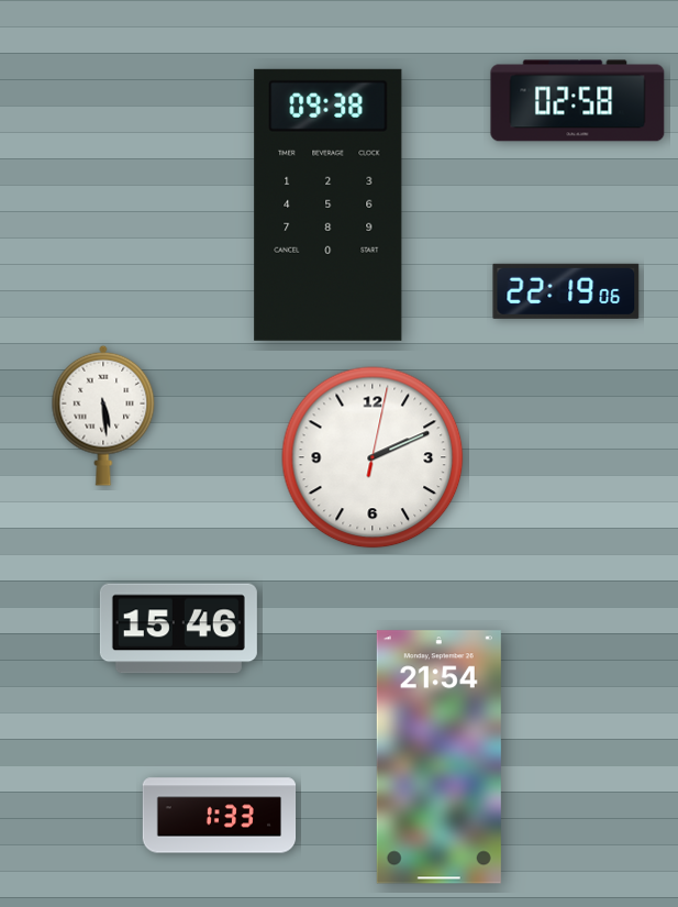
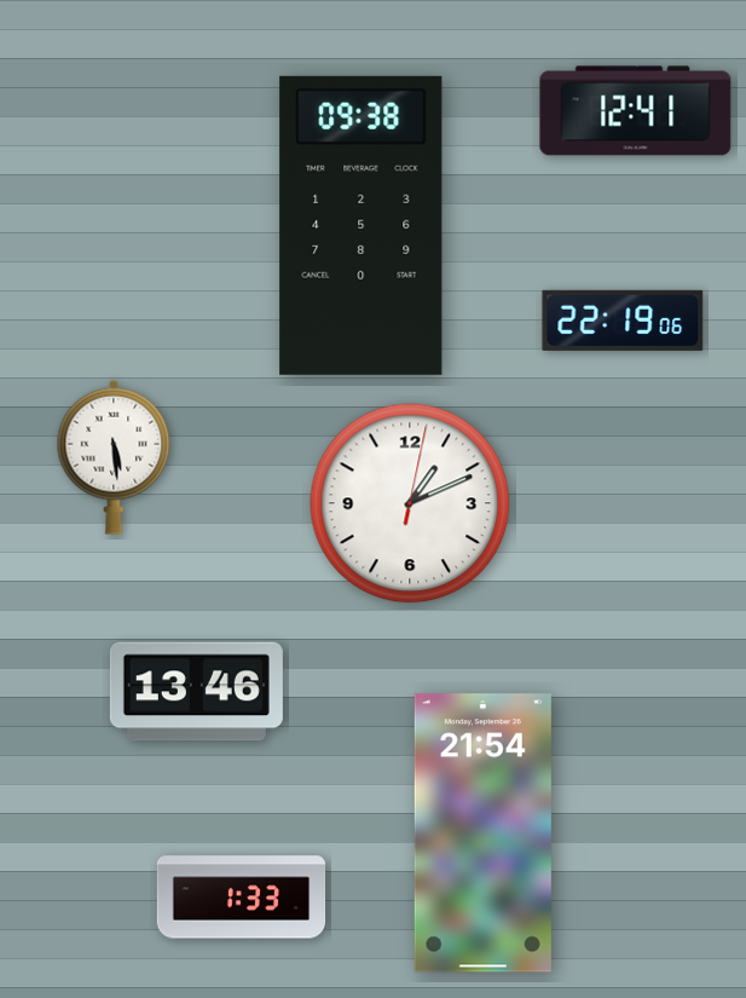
clock at (578, 101): 02:58 -> 12:41
clock at (373, 457): 2:11 -> 1:11
clock at (178, 629): 15:46 -> 13:46
